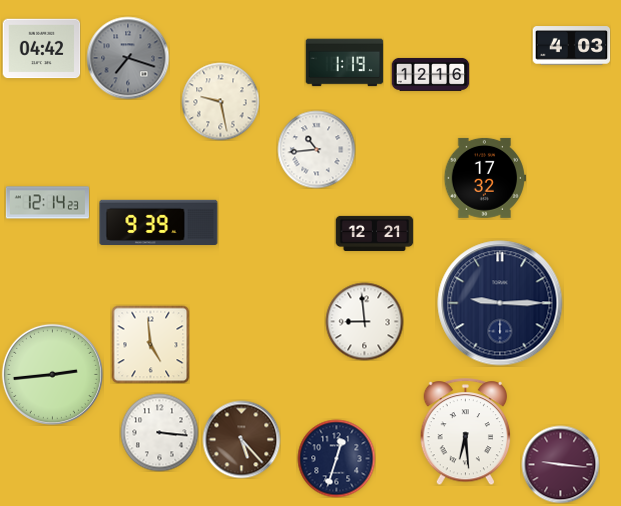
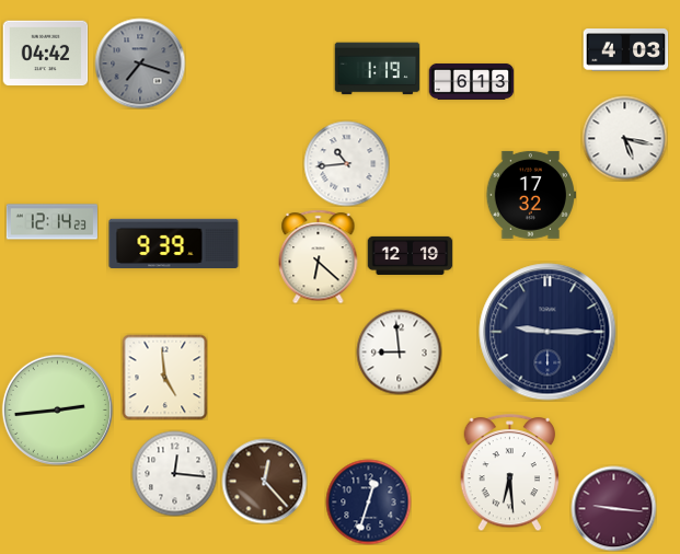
clock at (430, 74): 12:16 -> 6:13
clock at (220, 101): 9:28 -> none
clock at (624, 138): none -> 5:17
clock at (374, 233): 12:21 -> 12:19
clock at (319, 256): none -> 6:22
clock at (159, 432): 3:16 -> 12:16
clock at (241, 439): 5:23 -> 12:23
